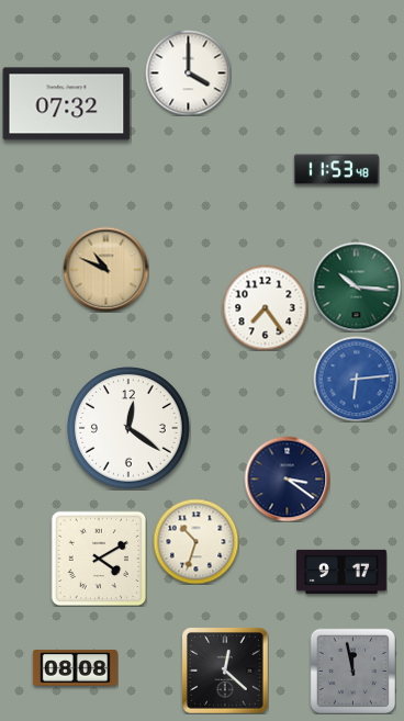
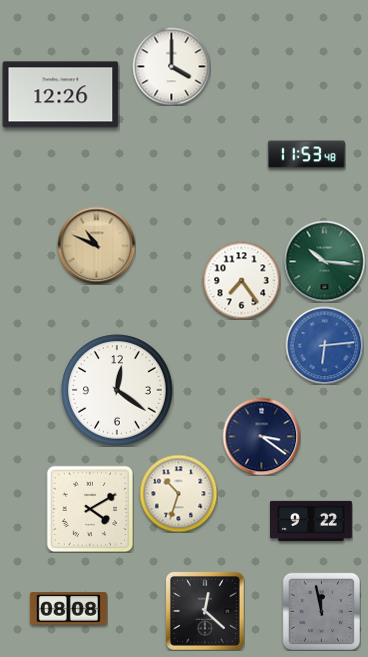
clock at (67, 104): 07:32 -> 12:26
clock at (341, 572): 9:17 -> 9:22
